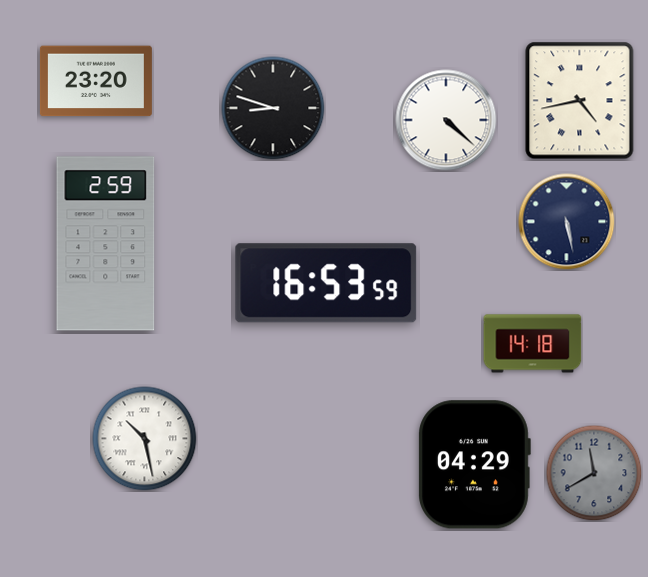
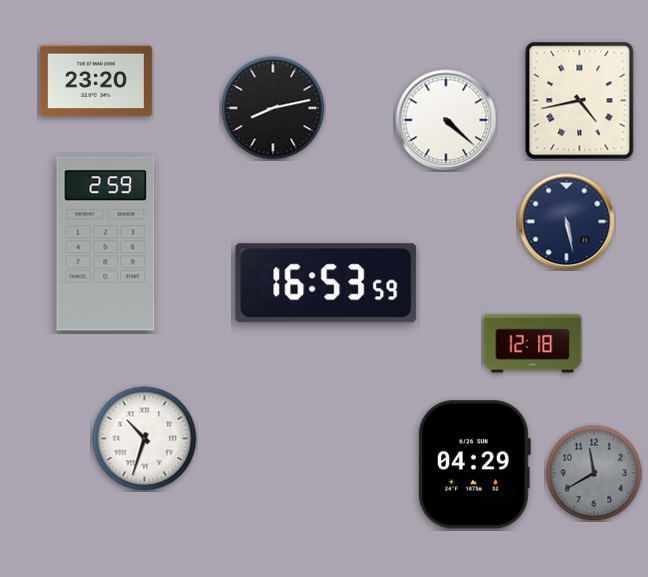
clock at (273, 108): 8:48 -> 8:13
clock at (533, 344): 14:18 -> 12:18
clock at (145, 439): 10:28 -> 10:33
